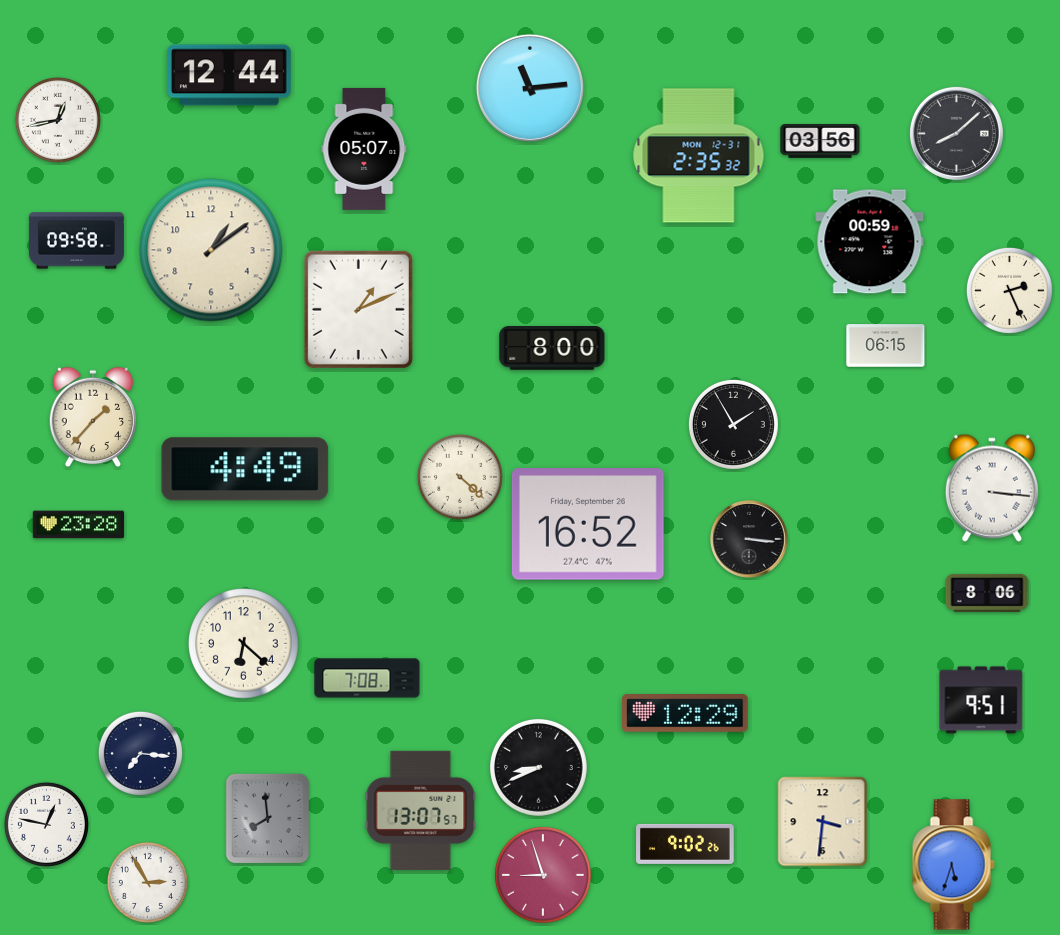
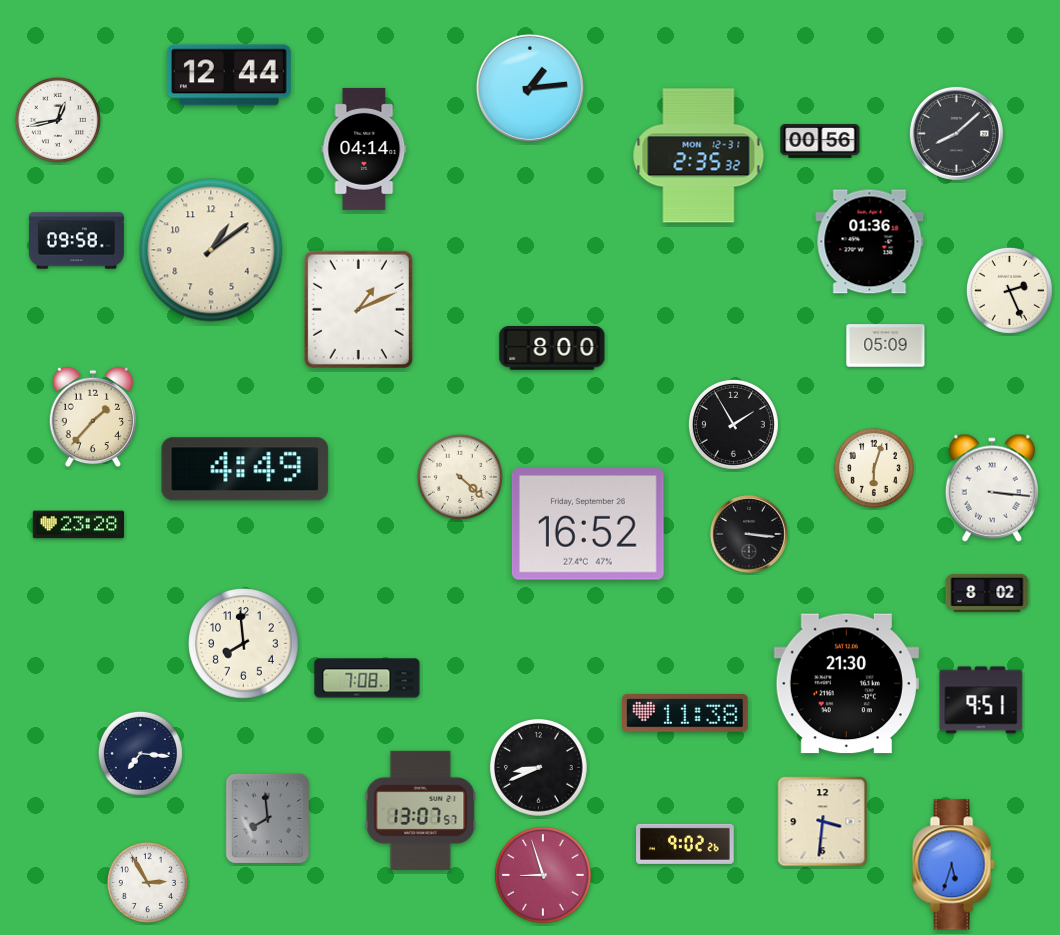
clock at (530, 88): 11:14 -> 1:14
clock at (820, 142): 03:56 -> 00:56
clock at (364, 149): 05:07 -> 04:14
clock at (870, 242): 00:59 -> 01:36
clock at (886, 346): 06:15 -> 05:09
clock at (874, 468): none -> 6:03
clock at (750, 540) position: (750, 540) -> (750, 535)
clock at (987, 593): 8:06 -> 8:02
clock at (244, 644): 6:22 -> 7:59
clock at (846, 684): none -> 21:30
clock at (685, 714): 12:29 -> 11:38
clock at (46, 824): 12:47 -> none
